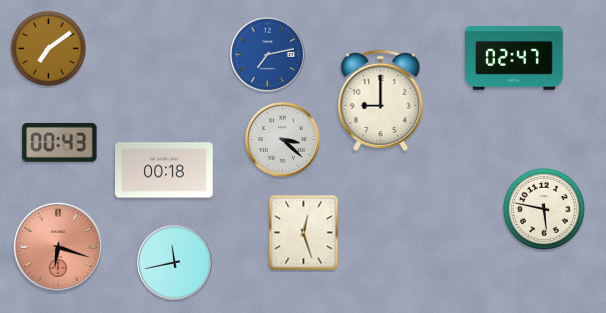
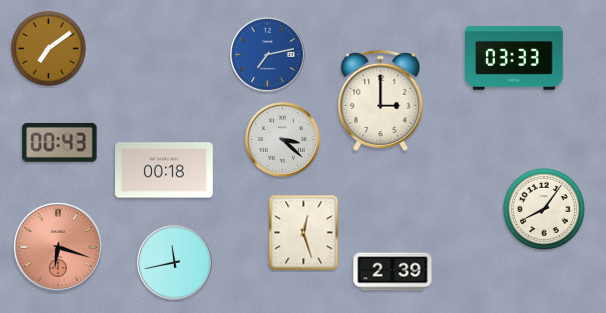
clock at (515, 58): 02:47 -> 03:33
clock at (381, 100): 9:00 -> 3:00
clock at (544, 209): 5:47 -> 8:06
clock at (393, 272): none -> 2:39
